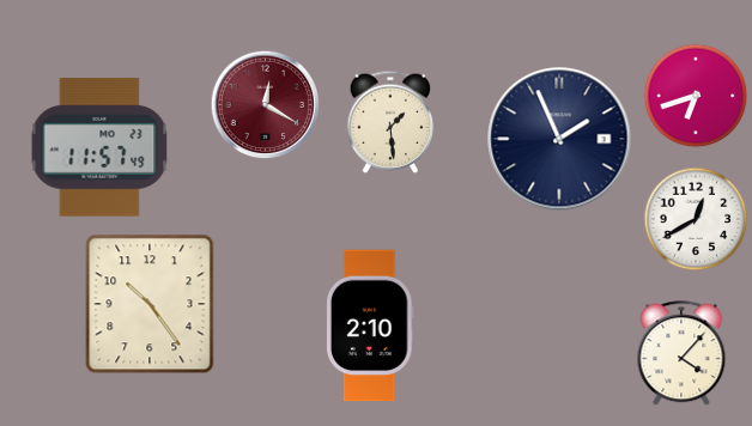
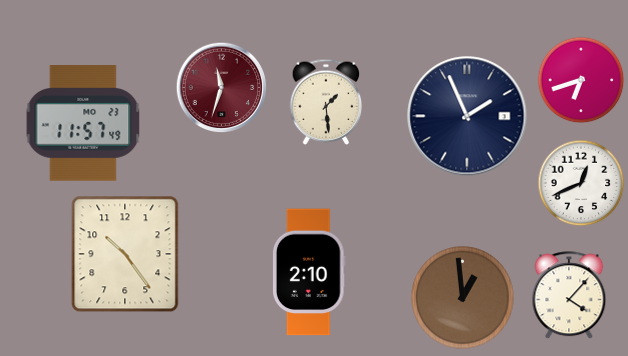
clock at (266, 105): 12:20 -> 11:33
clock at (696, 219): 12:40 -> 12:41
clock at (463, 298): none -> 12:59
